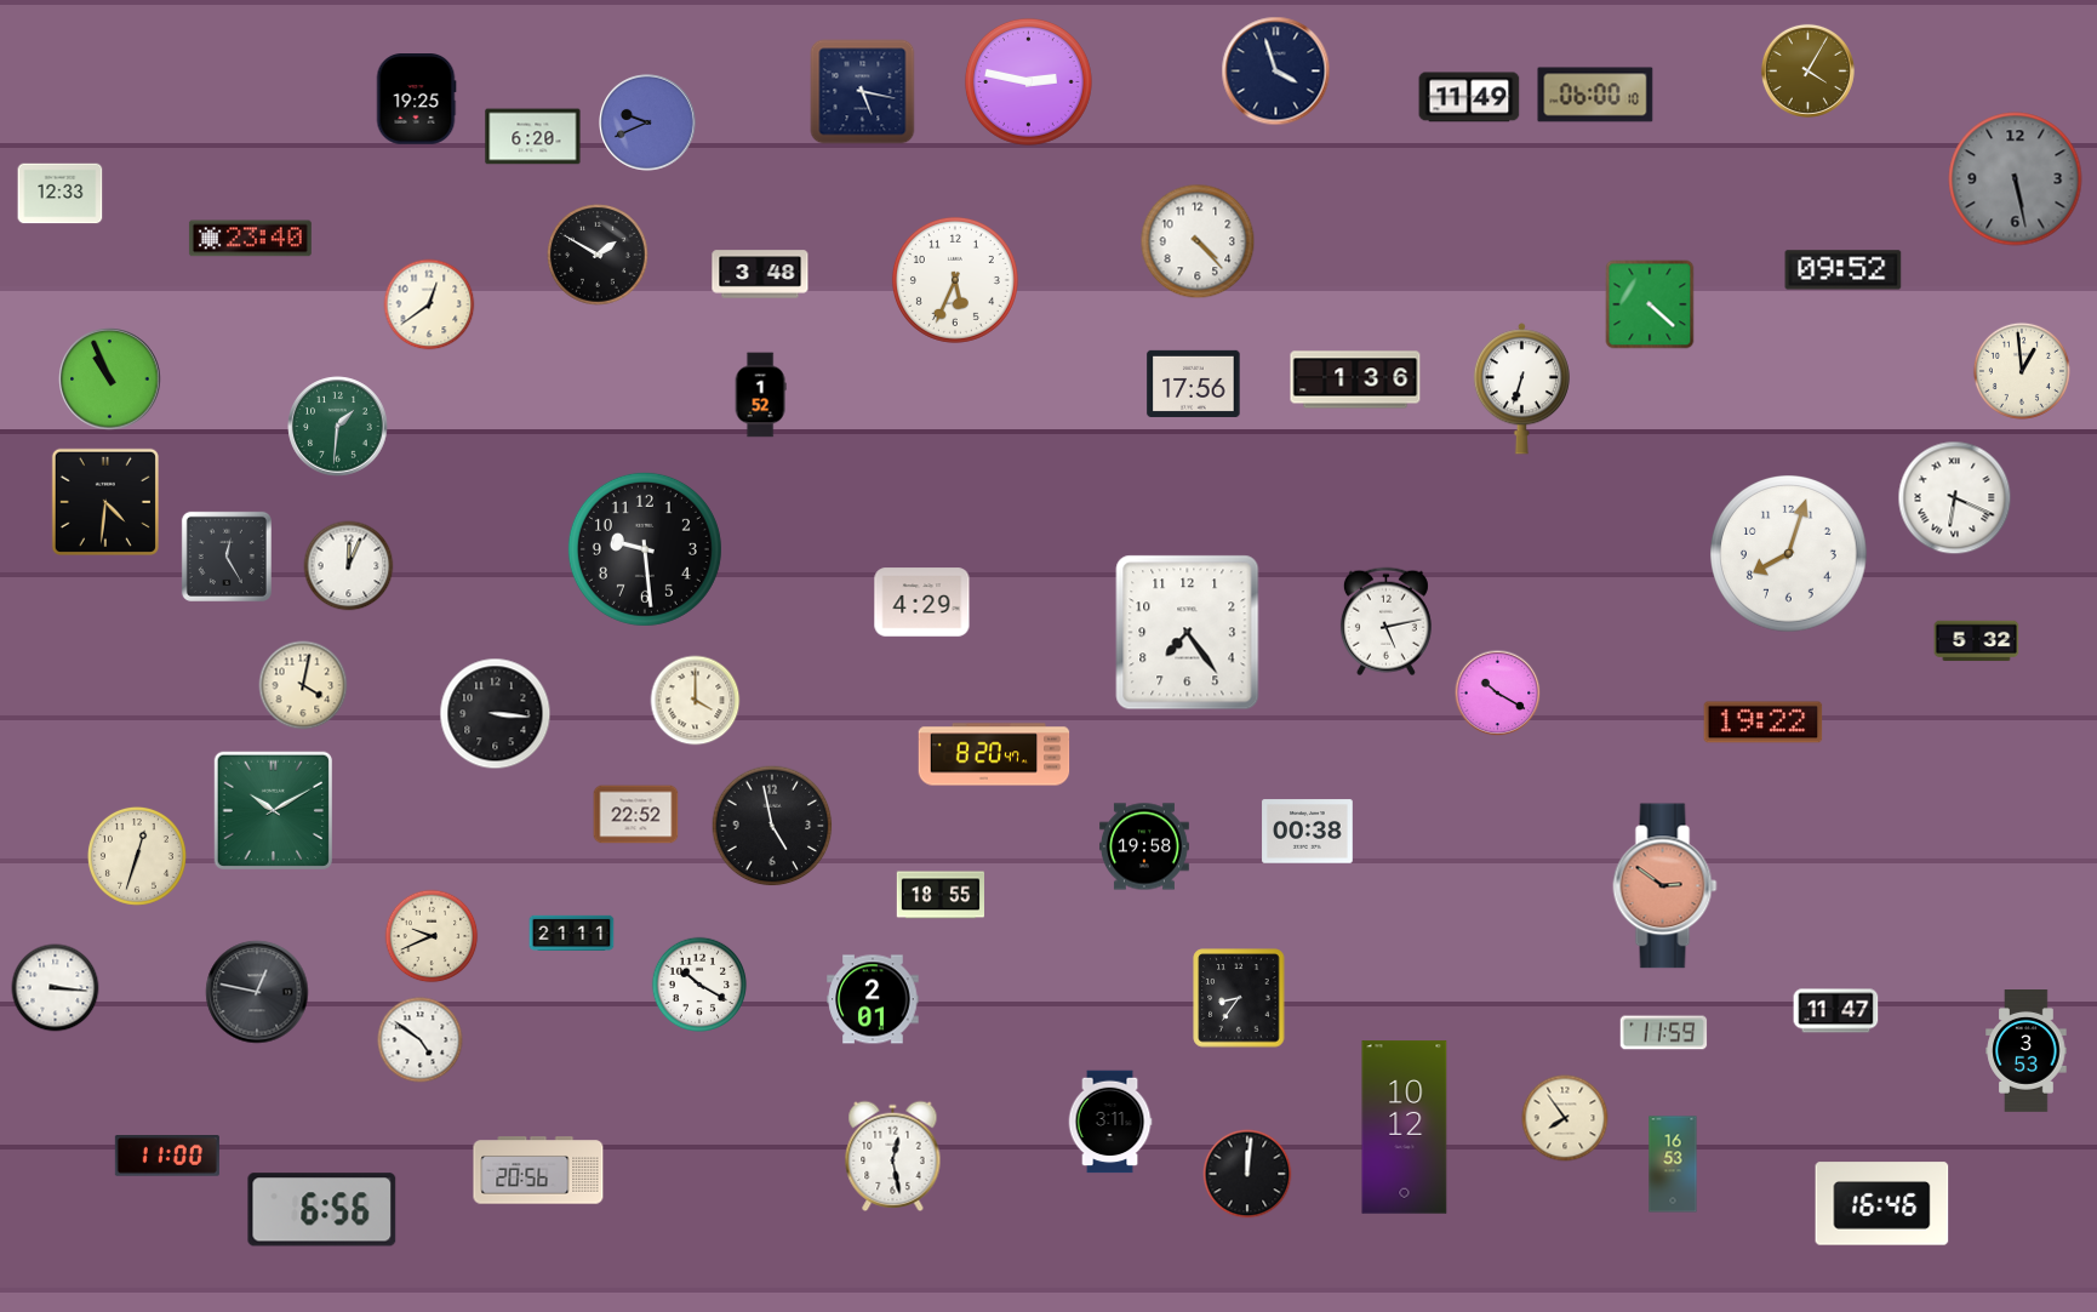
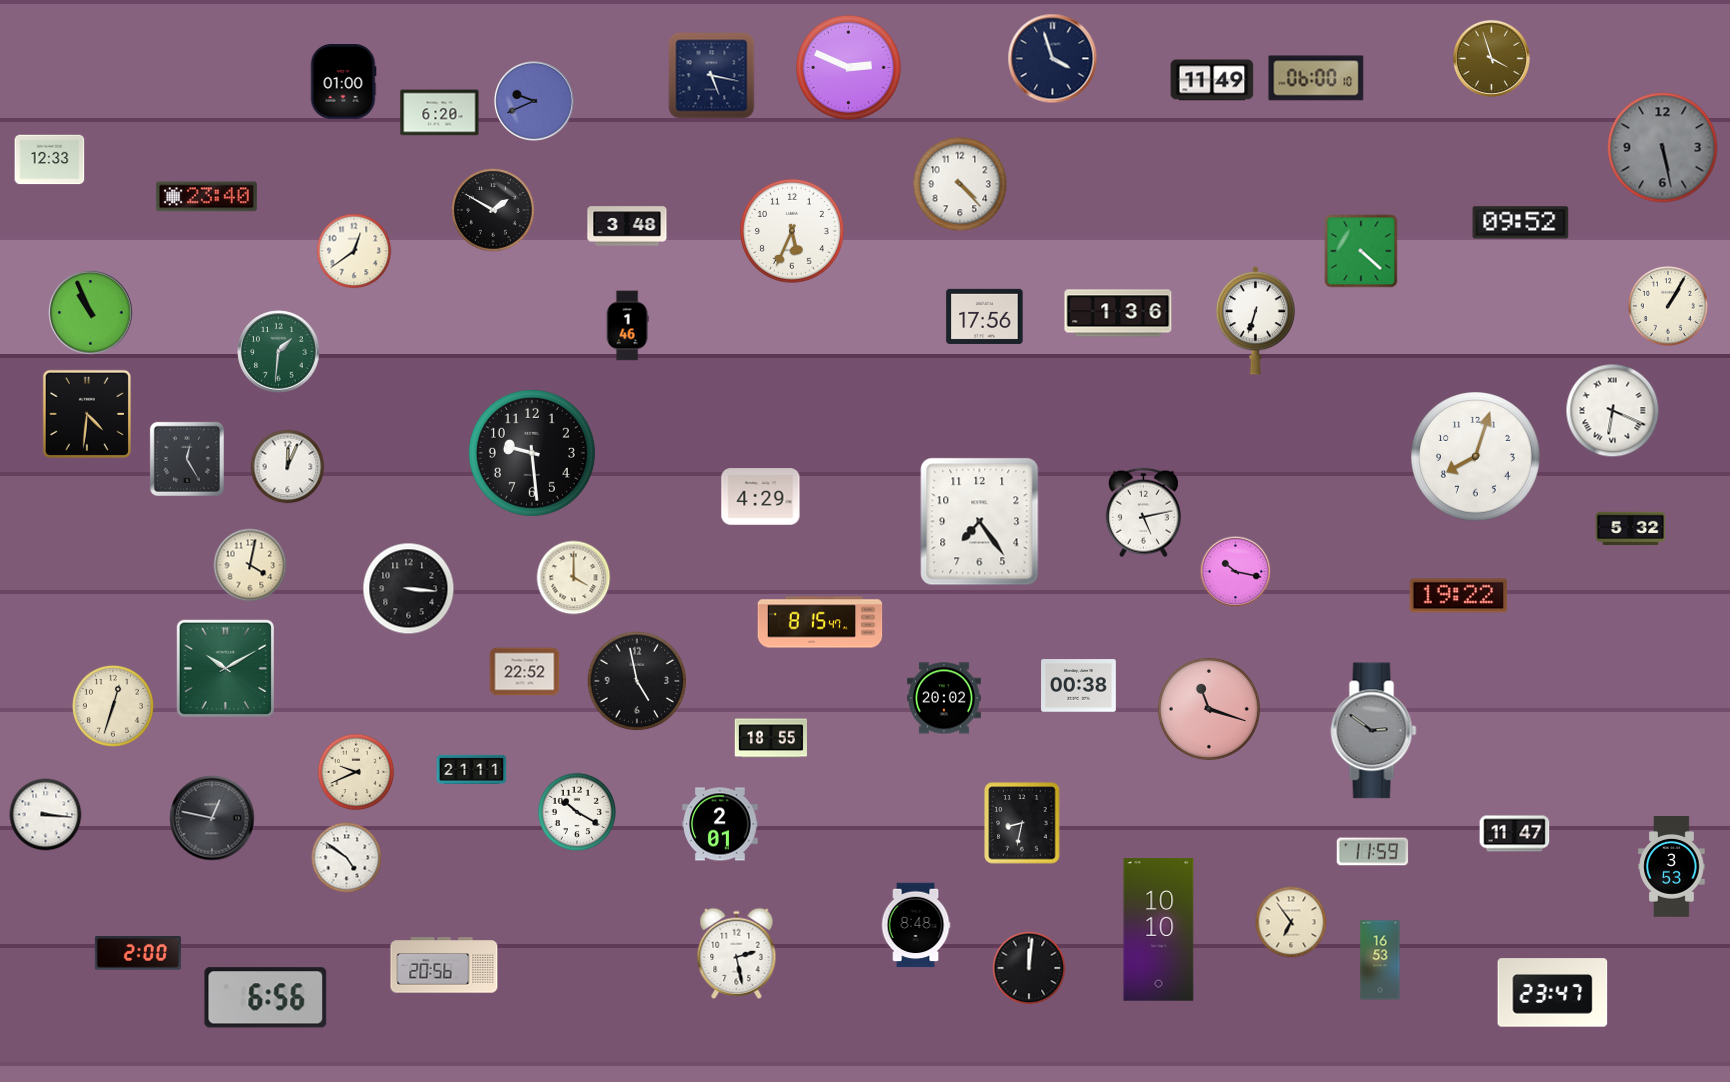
clock at (1807, 70): 4:05 -> 3:57
clock at (1028, 81): 2:47 -> 2:49
clock at (416, 99): 19:25 -> 01:00
clock at (1198, 241) position: (1198, 241) -> (960, 184)
clock at (955, 280) position: (955, 280) -> (792, 231)
clock at (2022, 371): 12:59 -> 1:05
clock at (760, 395): 1:52 -> 1:46
clock at (1498, 694): 10:20 -> 10:17
clock at (1764, 723) position: (1764, 723) -> (1459, 596)
clock at (994, 754): 8:20 -> 8:15
clock at (1144, 846): 19:58 -> 20:02
clock at (1209, 709): none -> 11:18
clock at (1665, 886) dial: salmon -> grey
clock at (939, 895) position: (939, 895) -> (770, 738)
clock at (1239, 998): 8:36 -> 8:32
clock at (1565, 1118): 7:54 -> 6:54
clock at (1110, 1122): 3:11 -> 8:48
clock at (1405, 1128): 10:12 -> 10:10
clock at (167, 1156): 11:00 -> 2:00
clock at (893, 1156): 12:28 -> 2:28
clock at (1882, 1204): 16:46 -> 23:47
